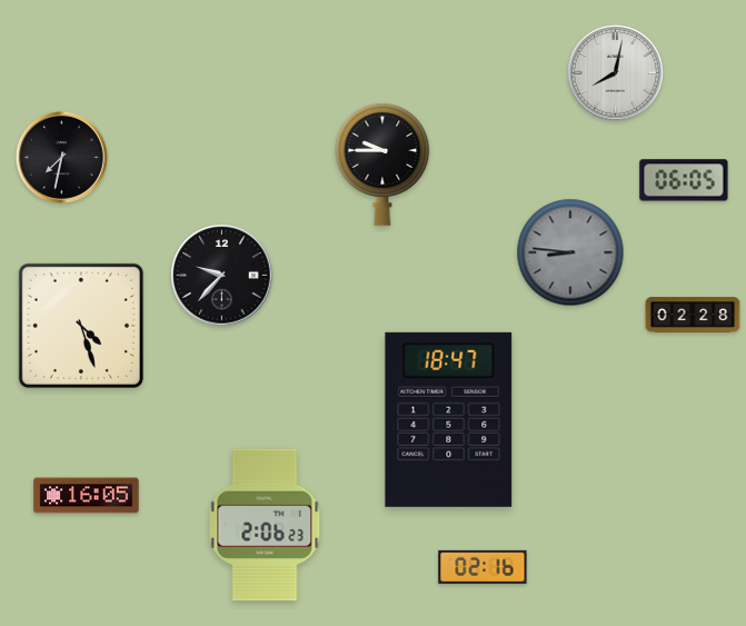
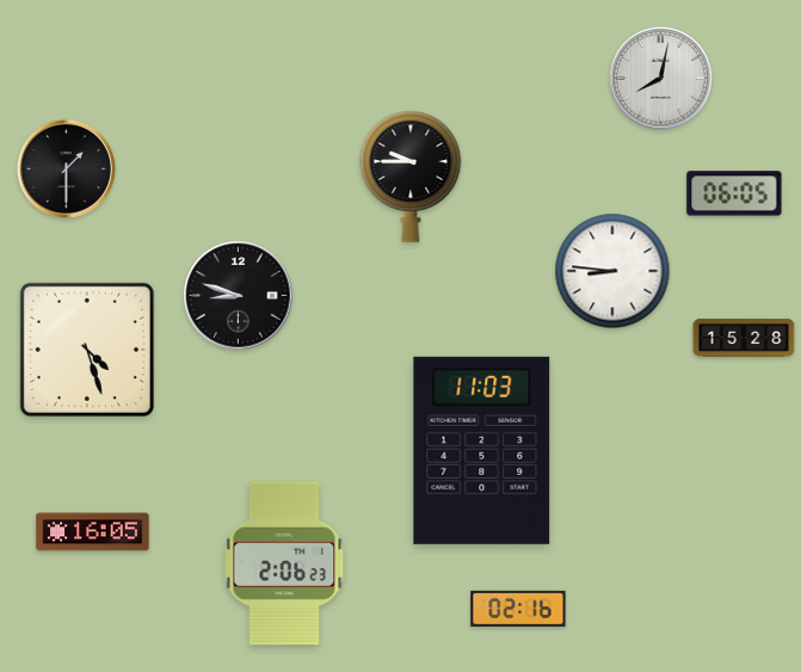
clock at (61, 157): 7:32 -> 1:30
clock at (570, 252) dial: grey -> white
clock at (222, 276): 9:37 -> 8:48
clock at (693, 315): 02:28 -> 15:28
clock at (449, 419): 18:47 -> 11:03
